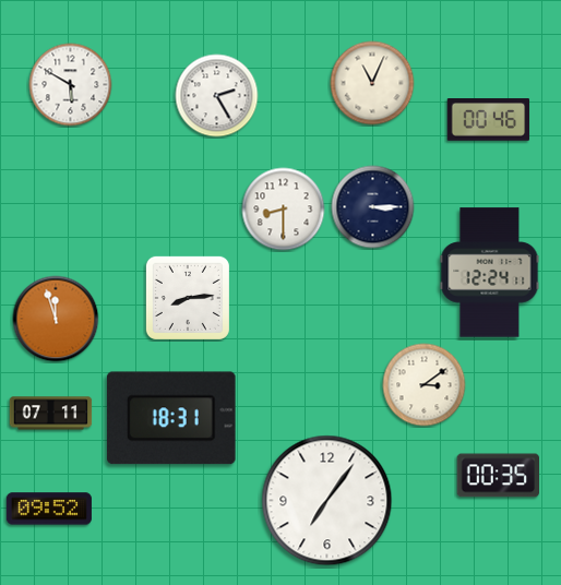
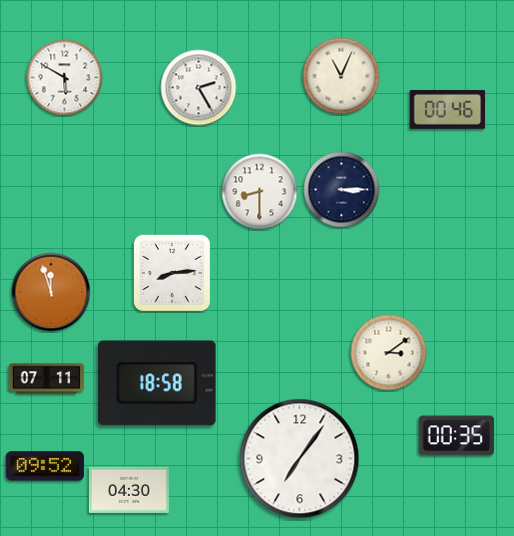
clock at (490, 273): 12:24 -> none
clock at (172, 418): 18:31 -> 18:58
clock at (129, 490): none -> 04:30
